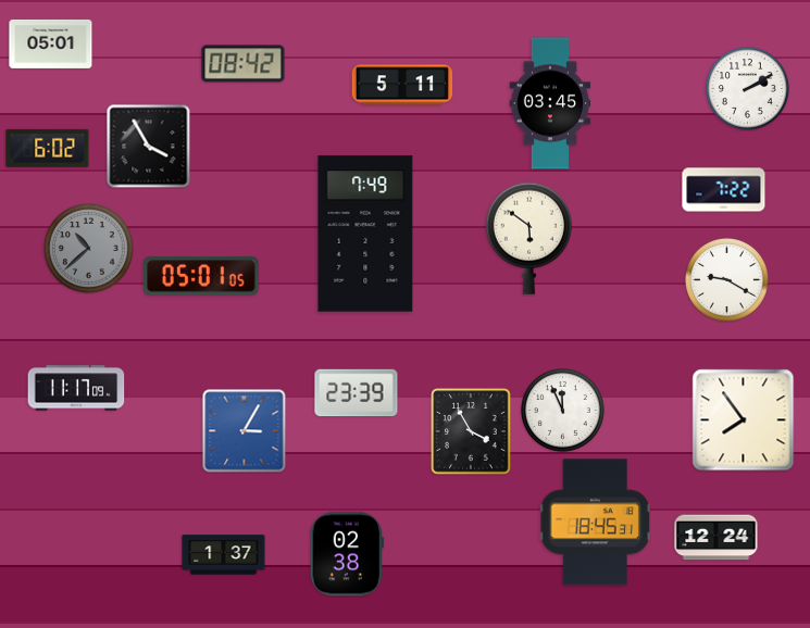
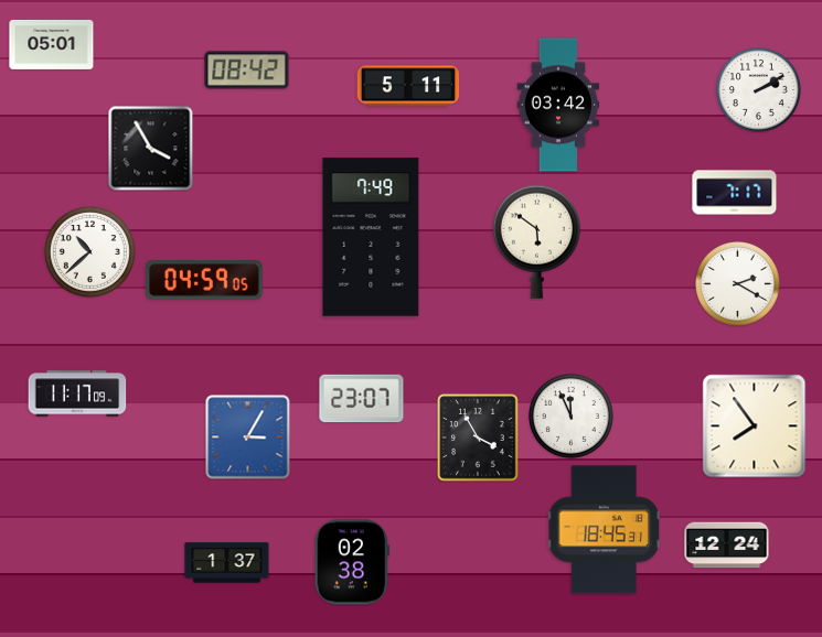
clock at (244, 64) position: (244, 64) -> (247, 71)
clock at (550, 103): 03:45 -> 03:42
clock at (48, 148): 6:02 -> none
clock at (724, 190): 7:22 -> 7:17
clock at (88, 248) dial: grey -> white
clock at (201, 276): 05:01 -> 04:59
clock at (727, 280): 9:20 -> 2:20
clock at (357, 393): 23:39 -> 23:07
